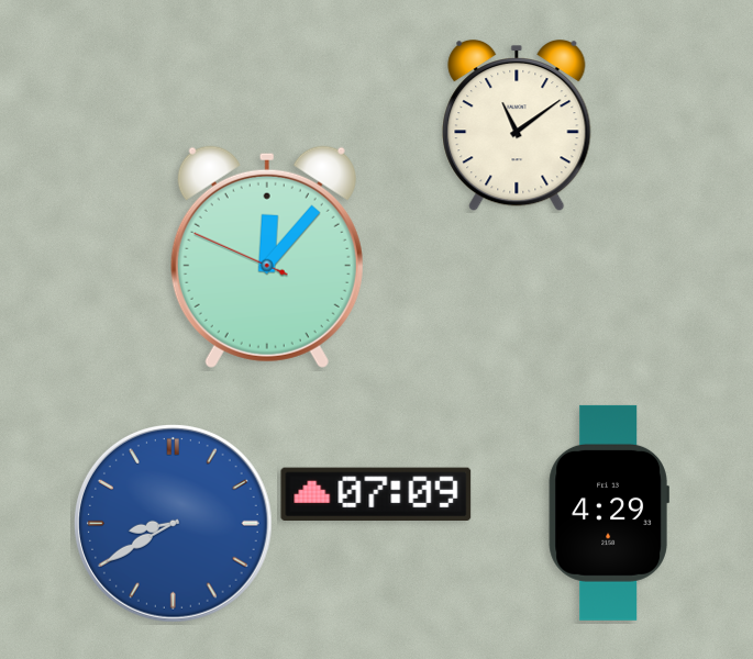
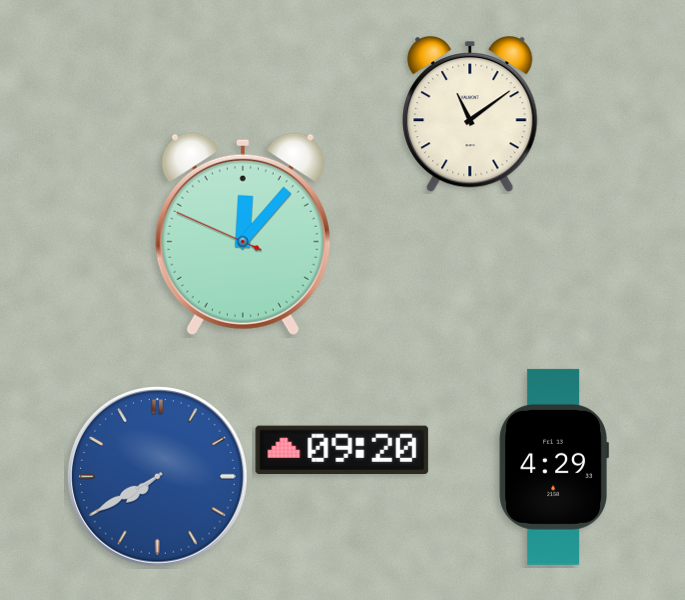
clock at (376, 494): 07:09 -> 09:20
clock at (173, 523): 8:40 -> 7:40
